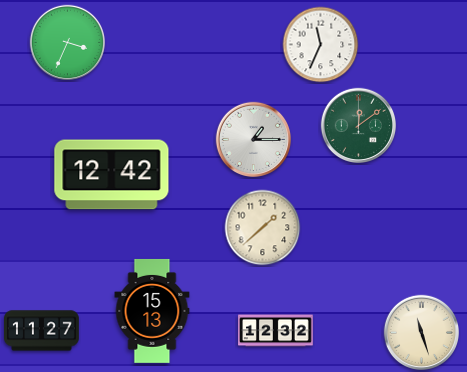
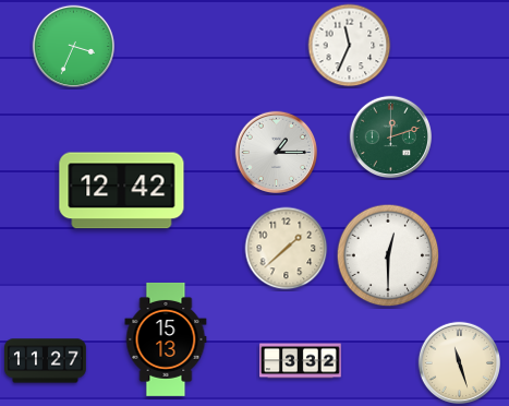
clock at (321, 45) position: (321, 45) -> (350, 46)
clock at (359, 126): 12:09 -> 12:12
clock at (388, 255): none -> 12:30
clock at (276, 331): 12:32 -> 3:32
